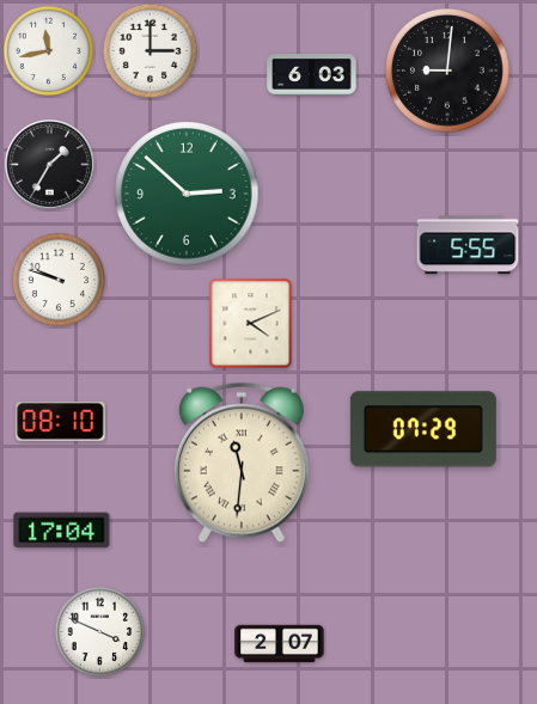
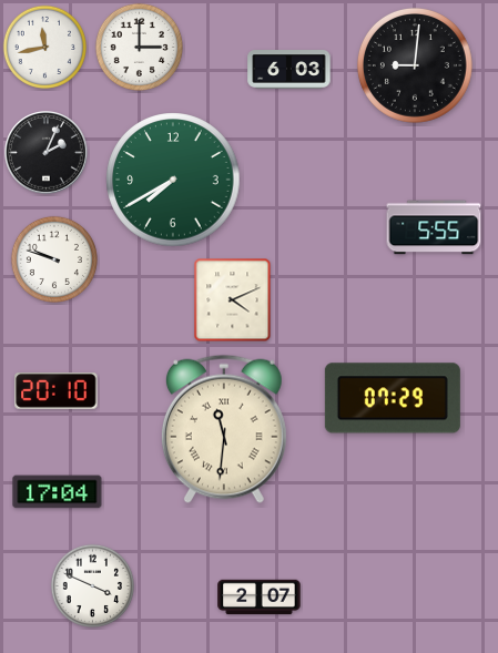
clock at (50, 165): 1:35 -> 2:04
clock at (187, 194): 2:52 -> 7:40
clock at (61, 422): 08:10 -> 20:10
